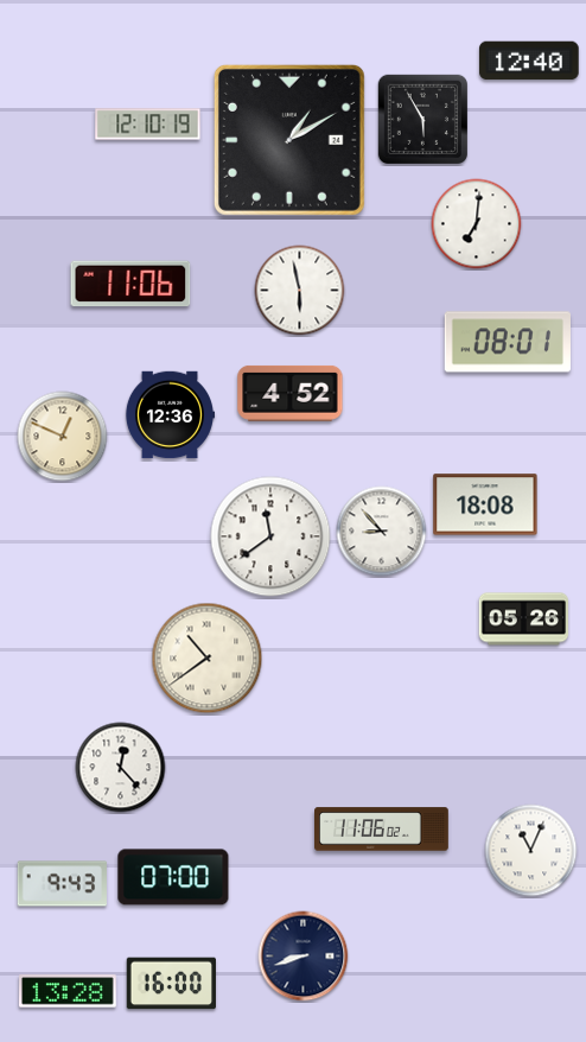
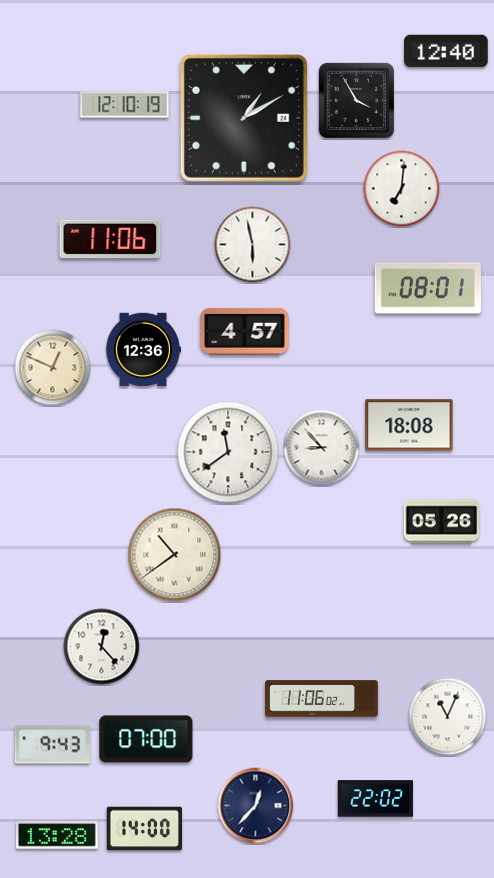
clock at (422, 119): 5:55 -> 3:55
clock at (291, 393): 4:52 -> 4:57
clock at (375, 799): none -> 22:02
clock at (304, 957): 8:42 -> 12:37
clock at (171, 984): 16:00 -> 14:00
